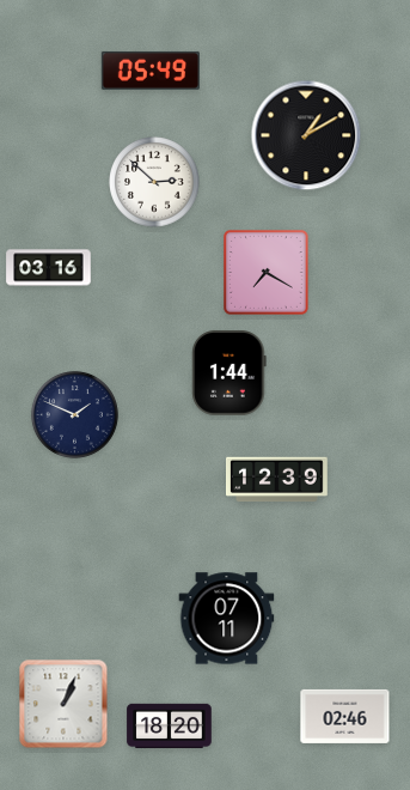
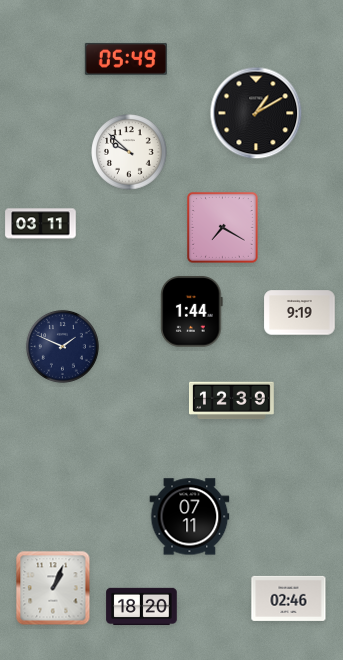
clock at (154, 182): 2:52 -> 9:52
clock at (49, 268): 03:16 -> 03:11
clock at (300, 313): none -> 9:19
